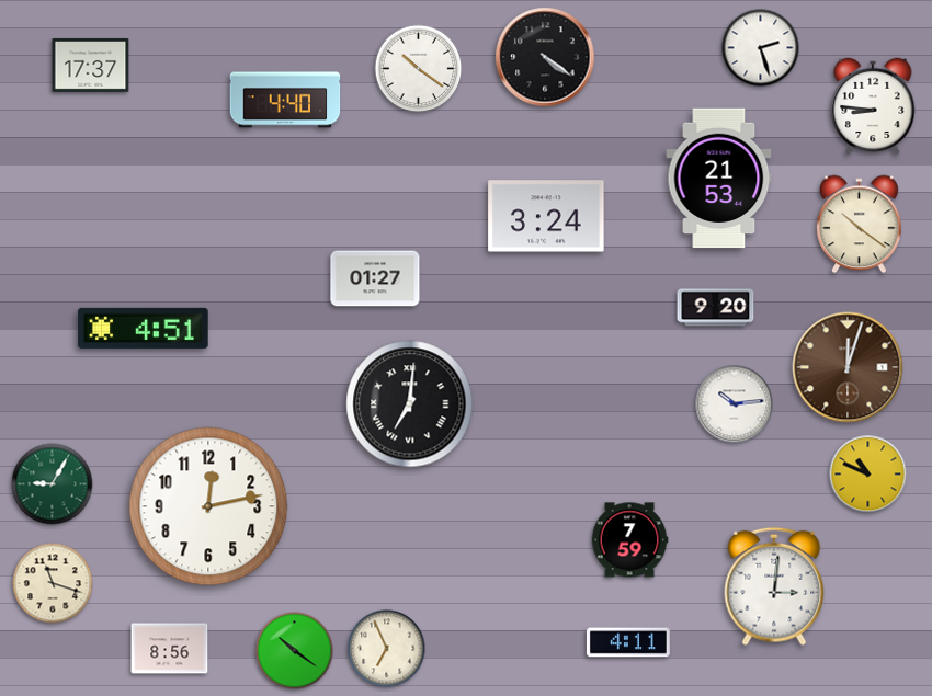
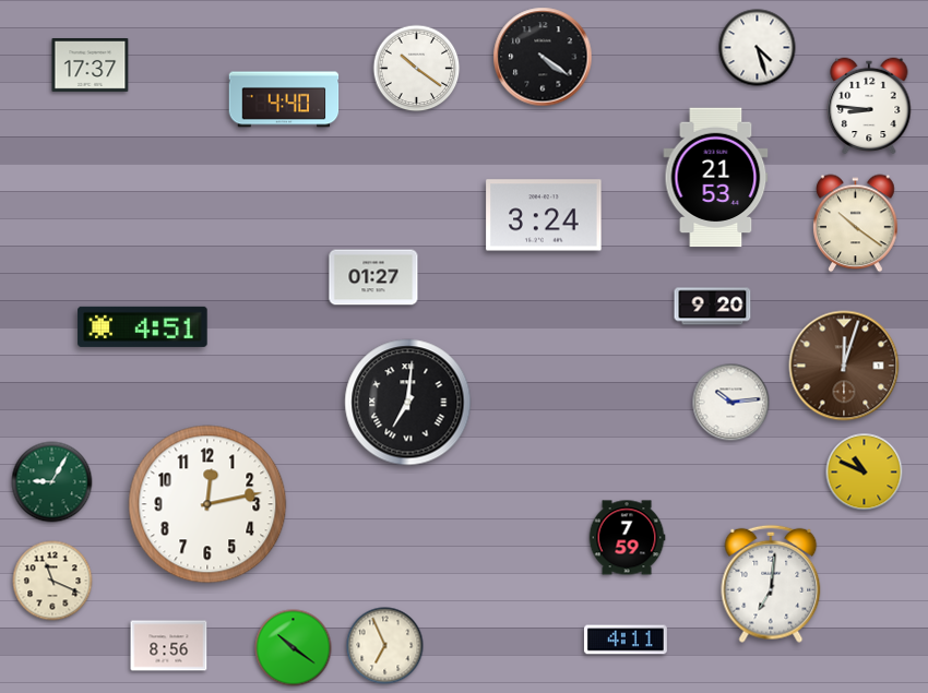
clock at (761, 48): 2:27 -> 4:27
clock at (53, 583): 11:18 -> 11:19
clock at (774, 586): 3:01 -> 7:01
